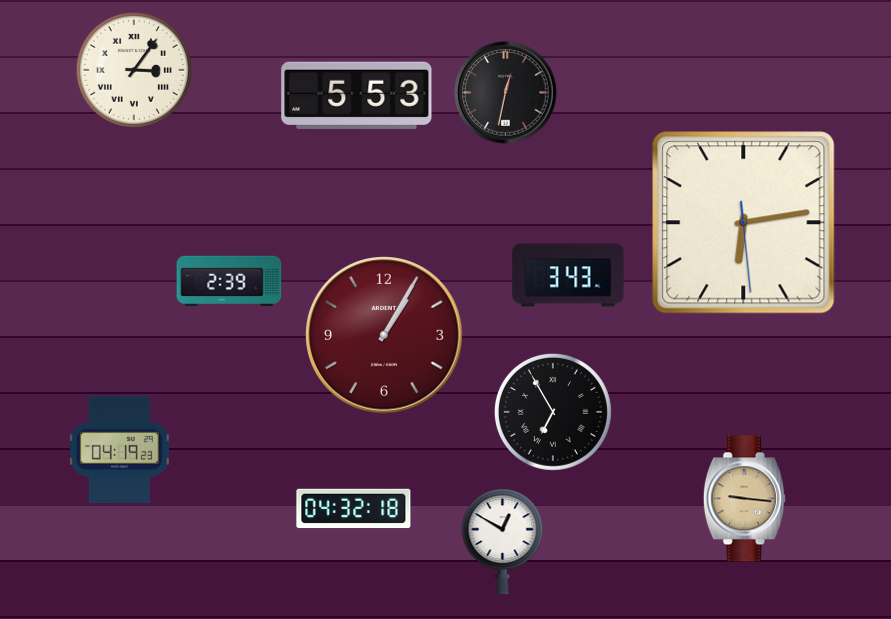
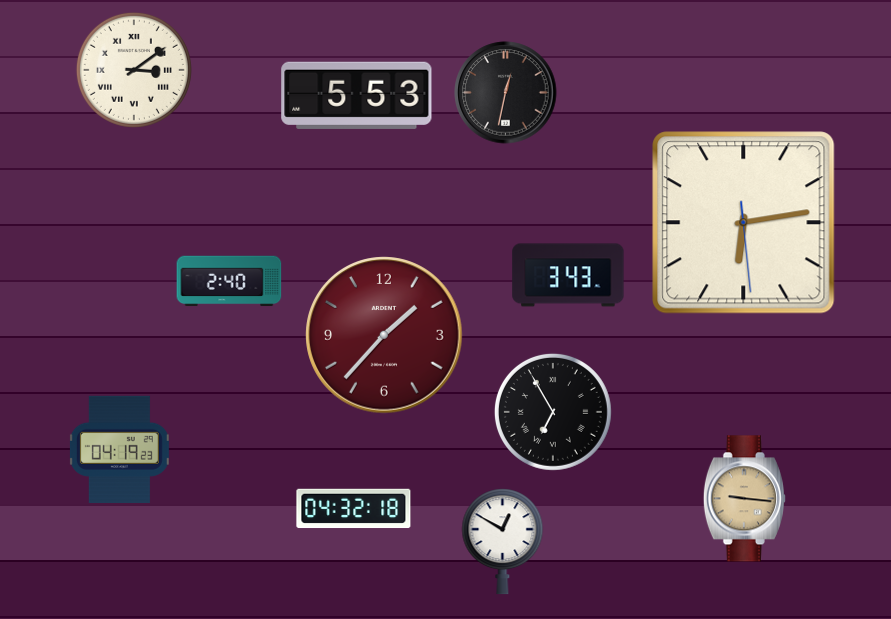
clock at (134, 70): 3:06 -> 3:09
clock at (229, 281): 2:39 -> 2:40
clock at (384, 335): 1:05 -> 1:37
